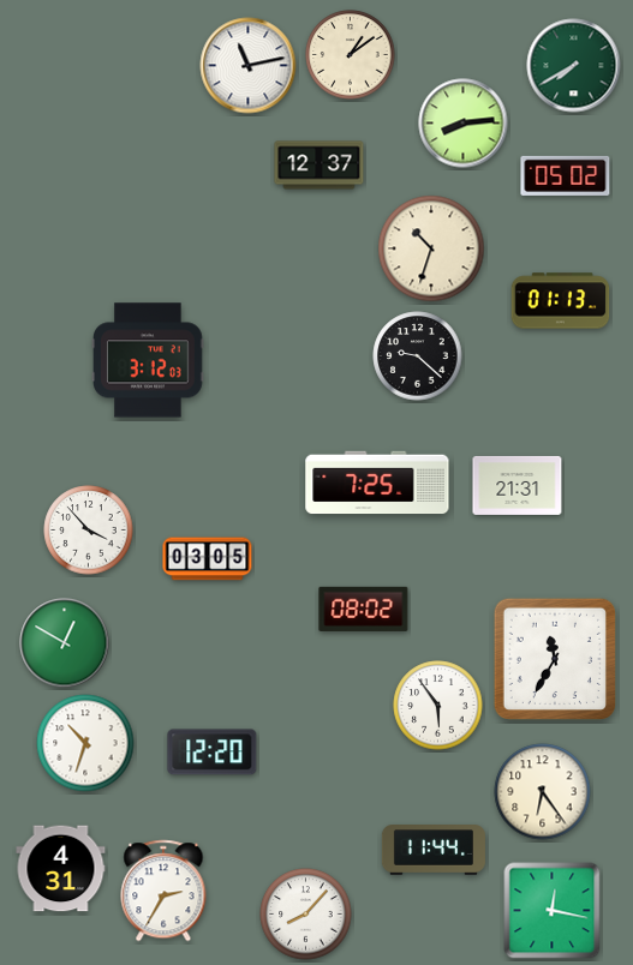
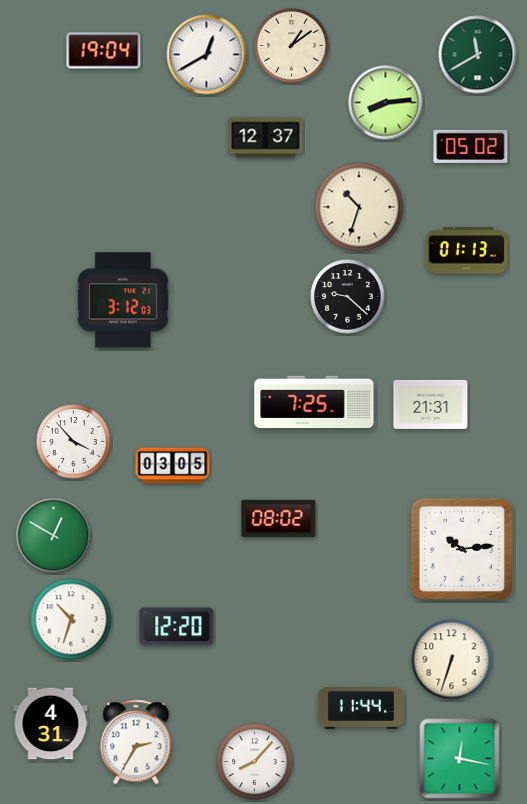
clock at (104, 51): none -> 19:04
clock at (249, 66): 11:13 -> 12:40
clock at (574, 66): 7:40 -> 11:40
clock at (364, 609) position: (364, 609) -> (279, 518)
clock at (554, 658): 11:35 -> 10:14
clock at (438, 706): 5:54 -> none
clock at (543, 792): 6:24 -> 6:33
